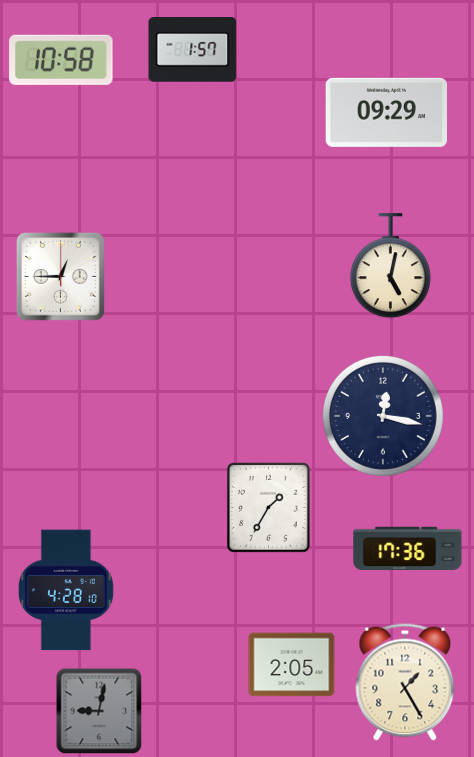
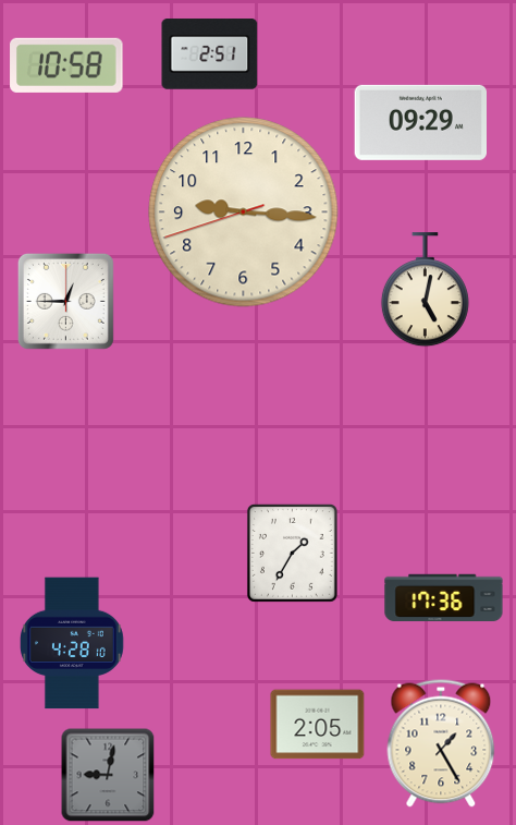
clock at (193, 50): 1:57 -> 2:51
clock at (244, 213): none -> 9:15
clock at (383, 416): 12:17 -> none
